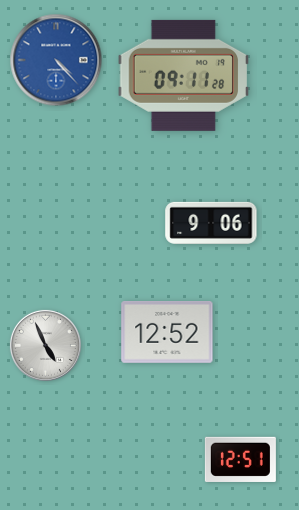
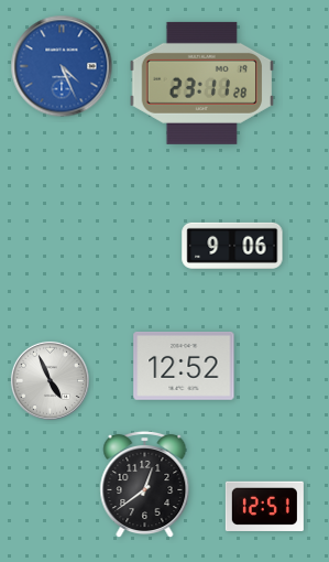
clock at (56, 60): 4:23 -> 4:26
clock at (184, 75): 09:11 -> 23:11
clock at (145, 485): none -> 12:39
